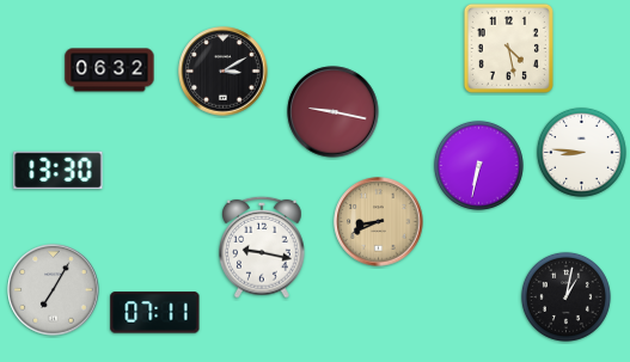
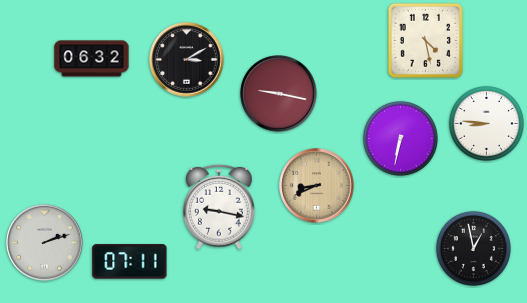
clock at (581, 152) position: (581, 152) -> (486, 123)
clock at (59, 171): 13:30 -> none
clock at (54, 290): 7:05 -> 2:12
clock at (565, 296): 1:02 -> 12:58
